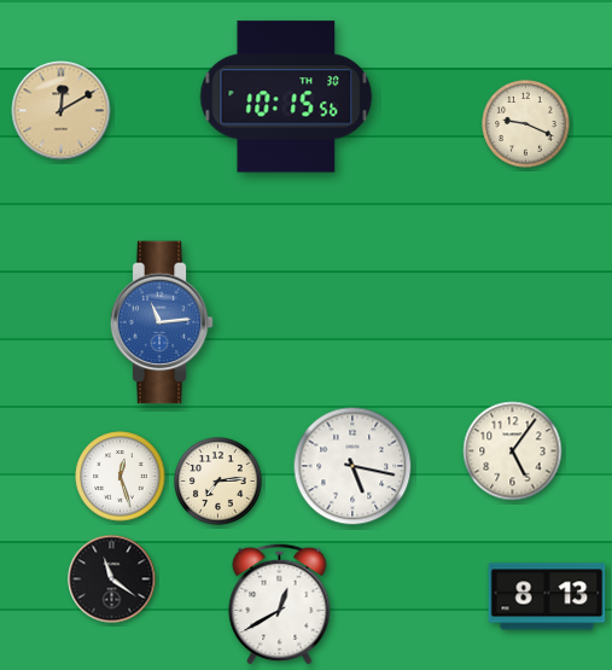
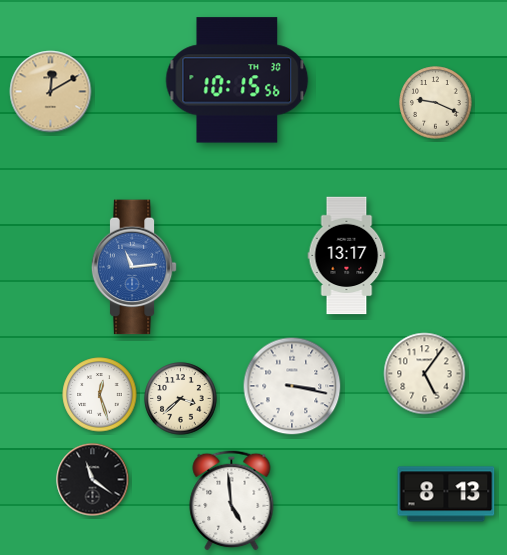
clock at (347, 256): none -> 13:17
clock at (352, 466): 5:17 -> 3:17
clock at (218, 482): 7:14 -> 3:38
clock at (547, 596) position: (547, 596) -> (446, 494)
clock at (280, 604): 12:40 -> 4:59
